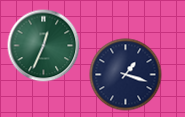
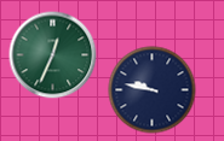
clock at (126, 75): 1:18 -> 9:47
